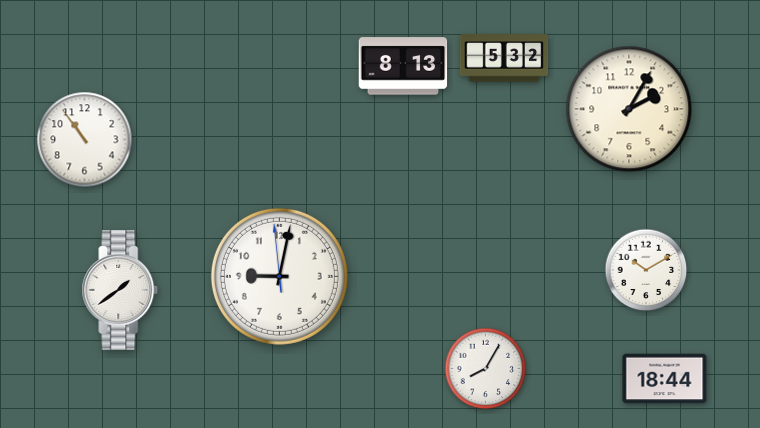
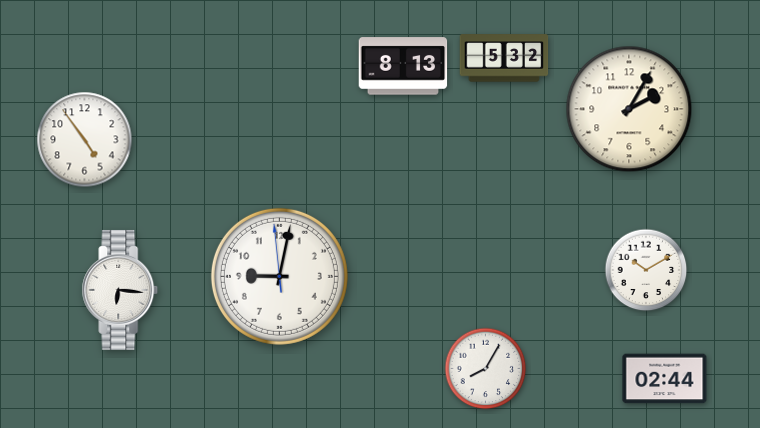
clock at (85, 140): 10:54 -> 4:54
clock at (120, 290): 1:39 -> 6:16
clock at (665, 379): 18:44 -> 02:44
